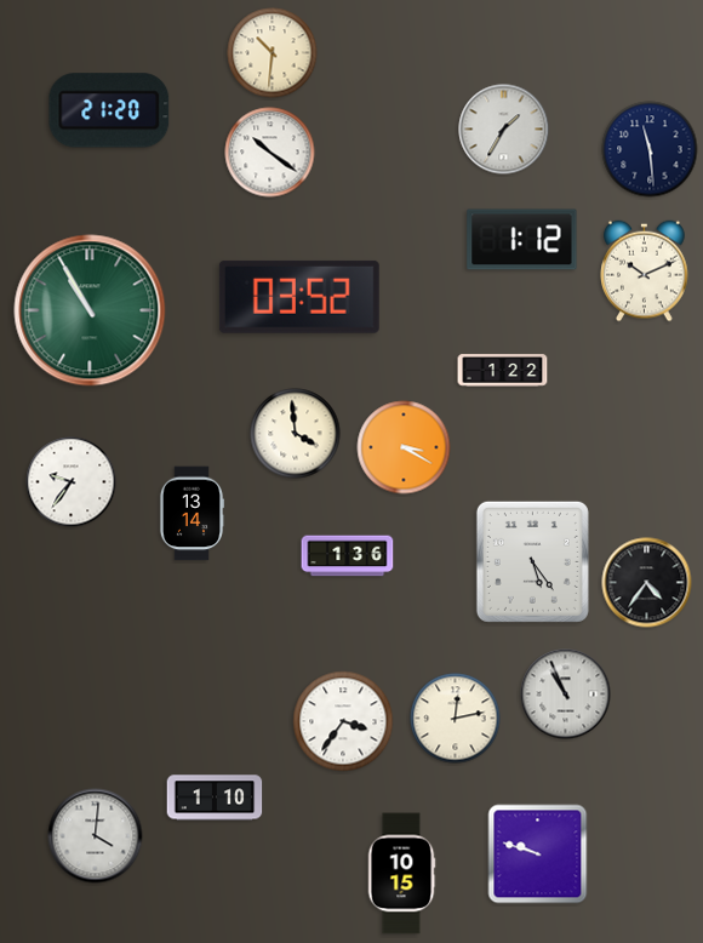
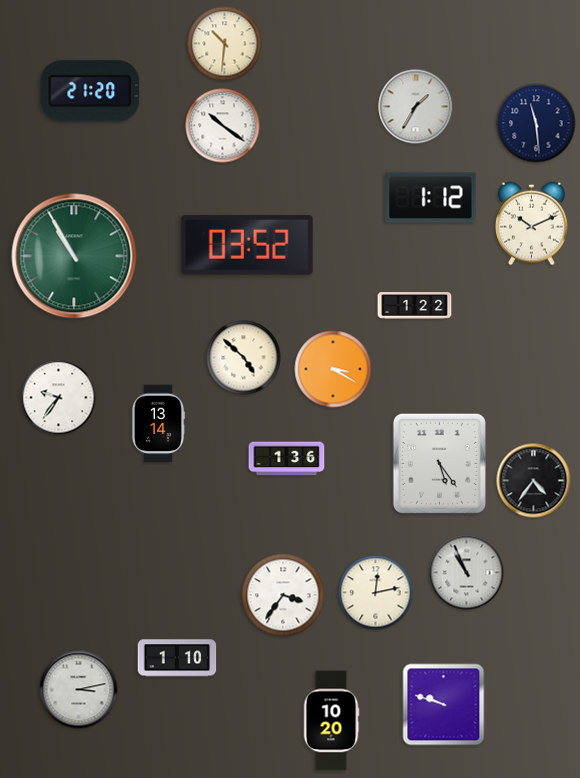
clock at (296, 434): 3:59 -> 4:52
clock at (96, 836): 4:01 -> 3:13
clock at (401, 874): 10:15 -> 10:20
